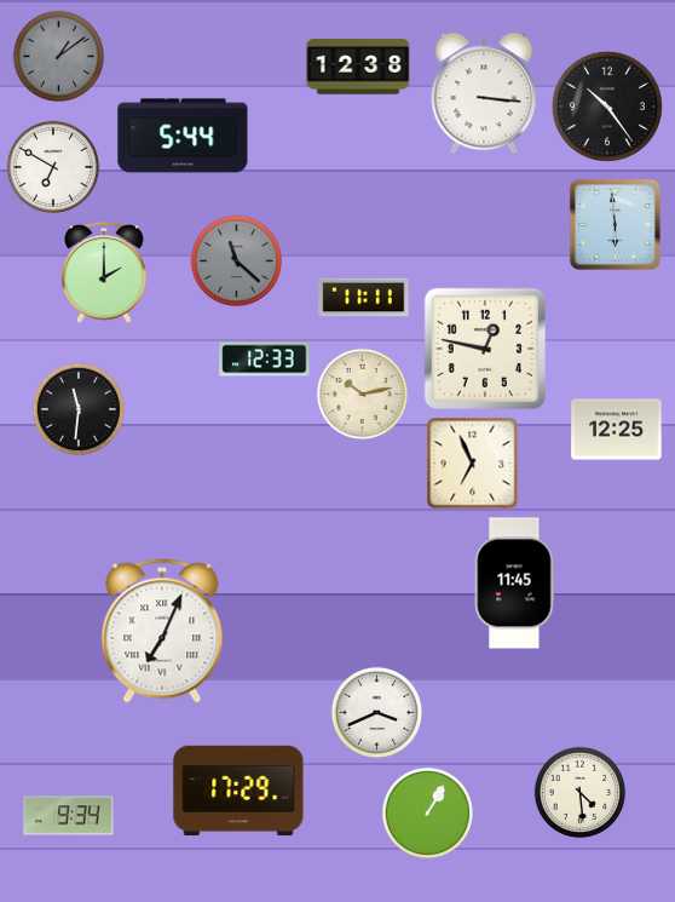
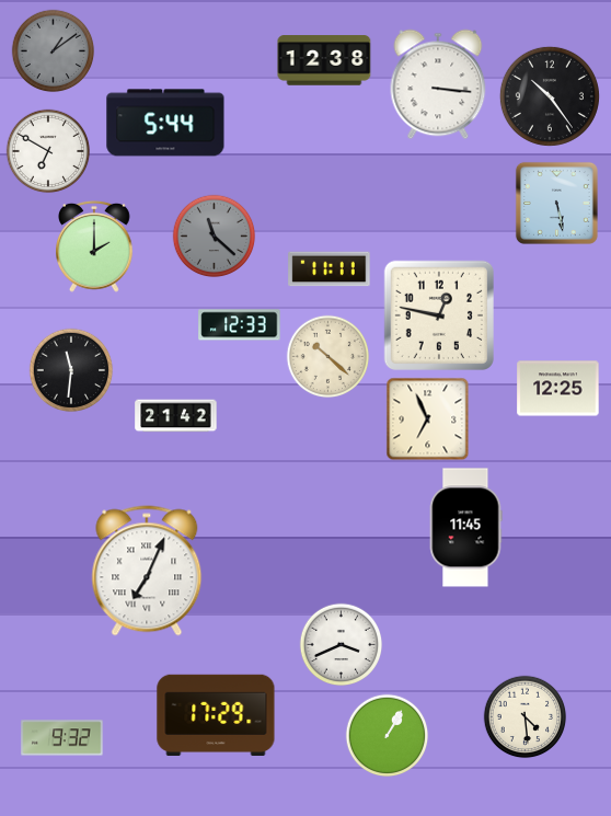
clock at (615, 224): 5:59 -> 5:28
clock at (363, 395): 10:13 -> 10:22
clock at (176, 416): none -> 21:42
clock at (69, 816): 9:34 -> 9:32
